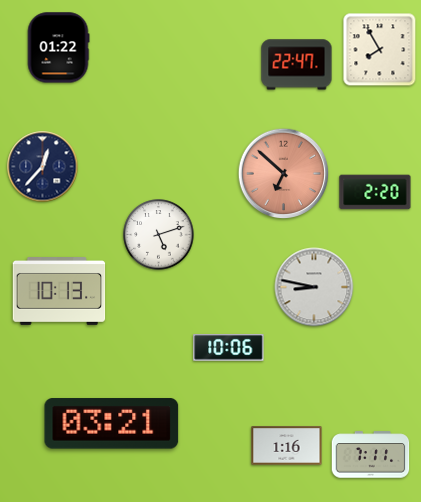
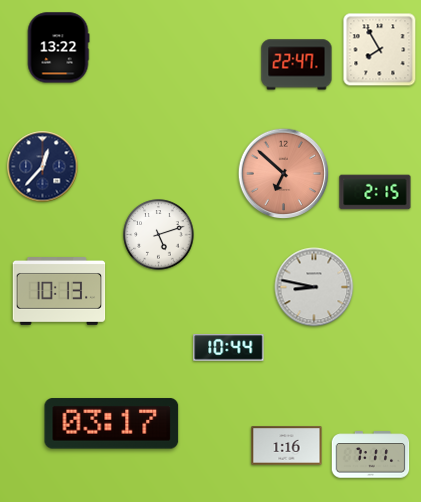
clock at (58, 48): 01:22 -> 13:22
clock at (375, 192): 2:20 -> 2:15
clock at (229, 348): 10:06 -> 10:44
clock at (112, 424): 03:21 -> 03:17
